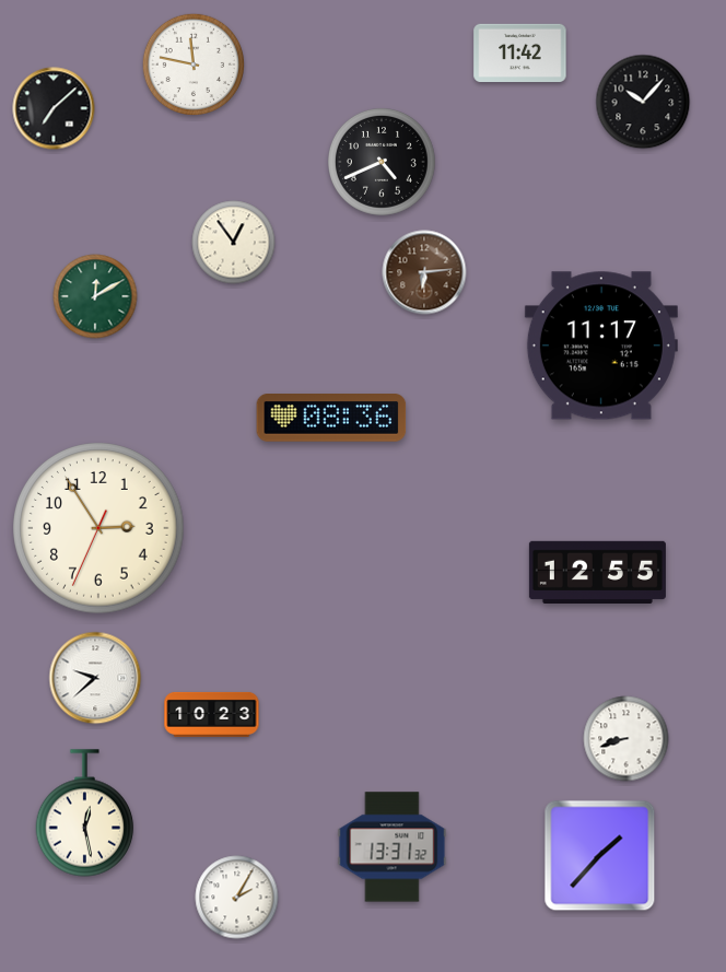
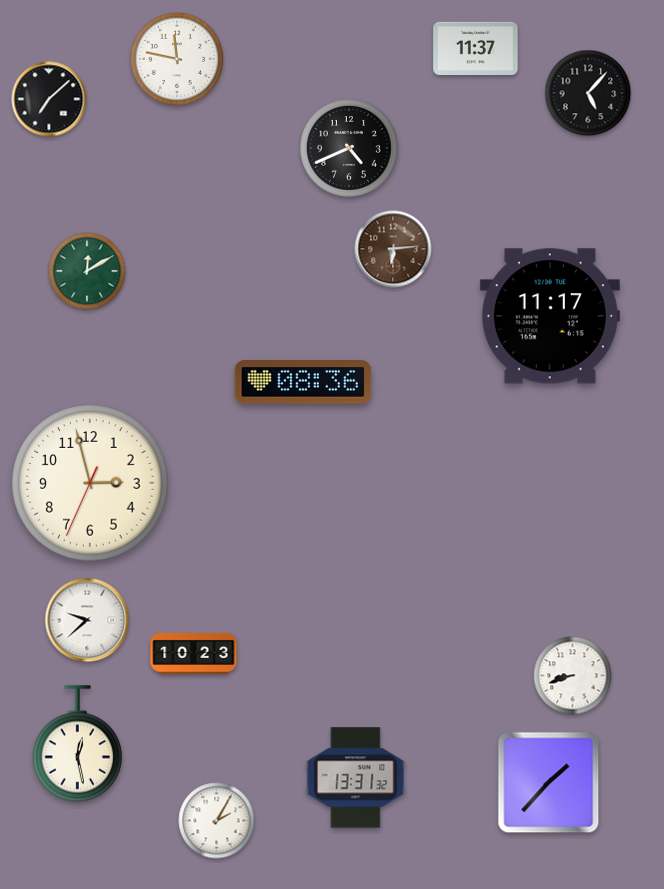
clock at (520, 52): 11:42 -> 11:37
clock at (643, 102): 10:07 -> 5:07
clock at (234, 243): 12:54 -> none
clock at (424, 272) position: (424, 272) -> (393, 249)
clock at (98, 528): 2:54 -> 2:57
clock at (597, 572): 12:55 -> none
clock at (393, 847) position: (393, 847) -> (356, 778)
